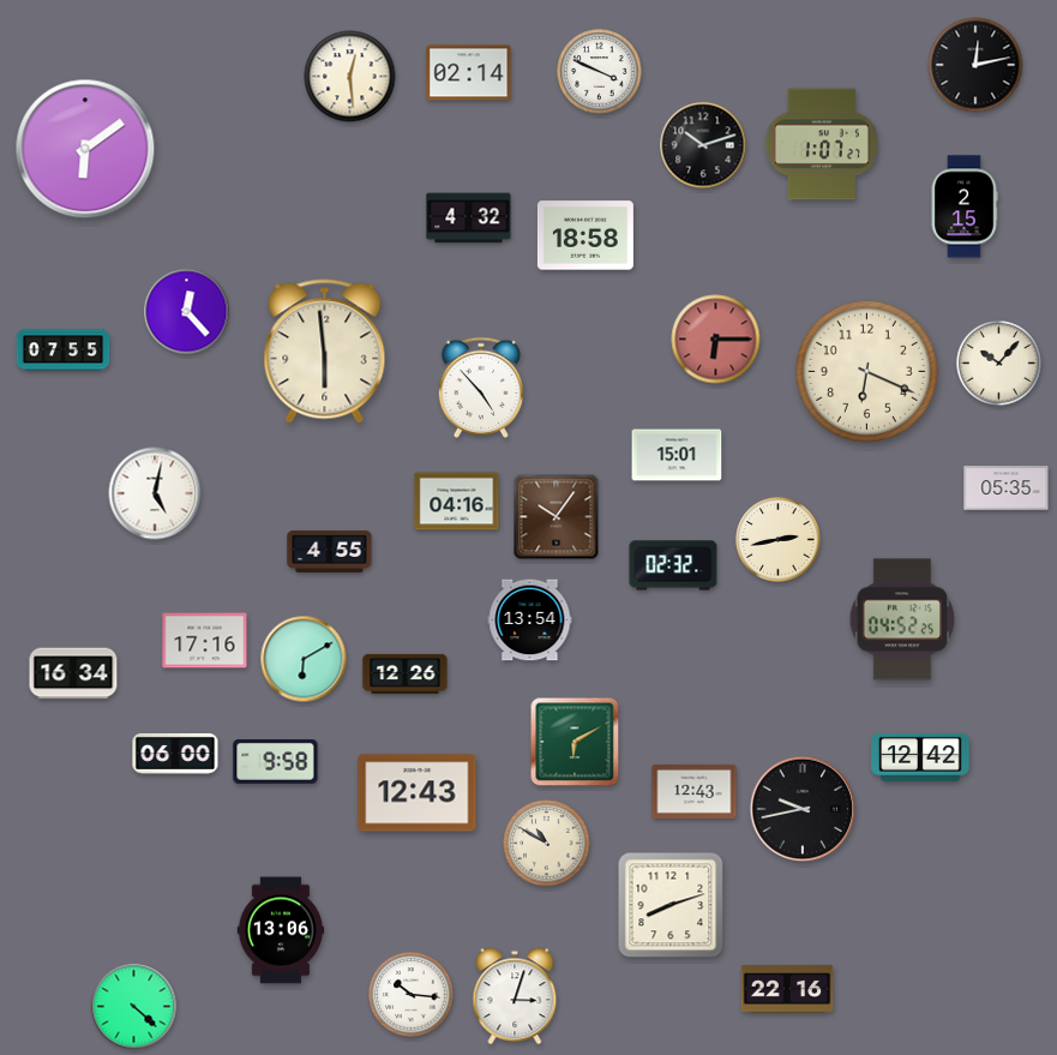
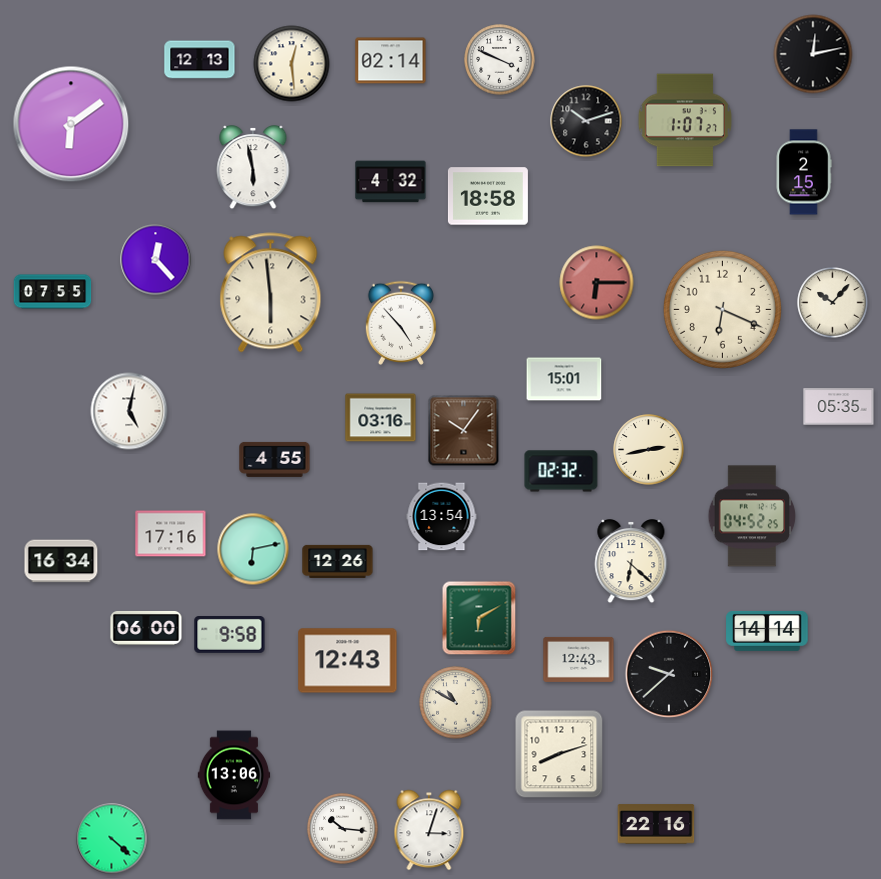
clock at (200, 60): none -> 12:13
clock at (253, 168): none -> 5:58
clock at (457, 502): 04:16 -> 03:16
clock at (304, 659): 6:10 -> 6:13
clock at (631, 562): none -> 6:22
clock at (920, 757): 12:42 -> 14:14
clock at (803, 809): 9:43 -> 9:38
